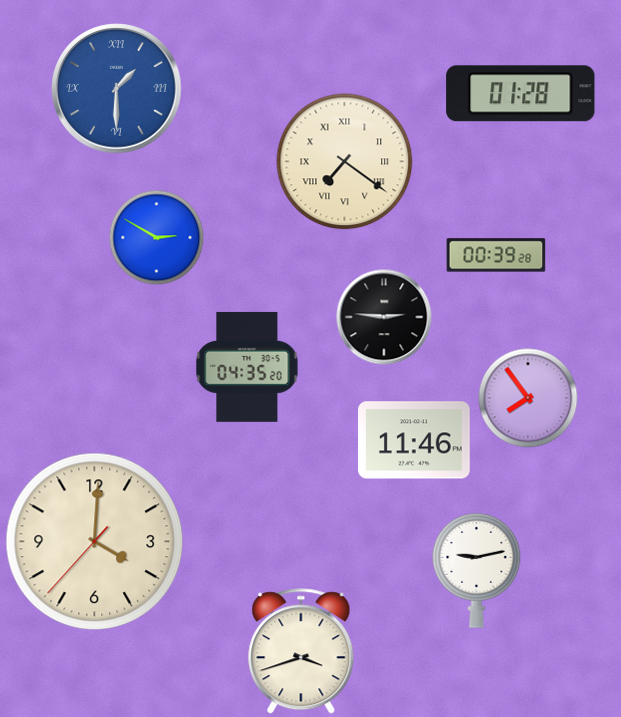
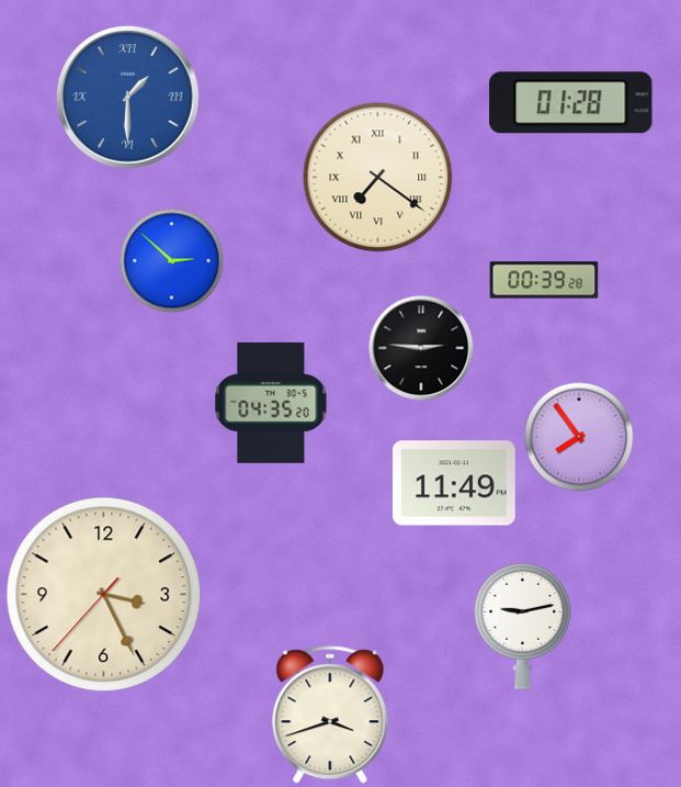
clock at (157, 238): 2:50 -> 2:52
clock at (415, 440): 11:46 -> 11:49
clock at (95, 542): 4:00 -> 3:25
